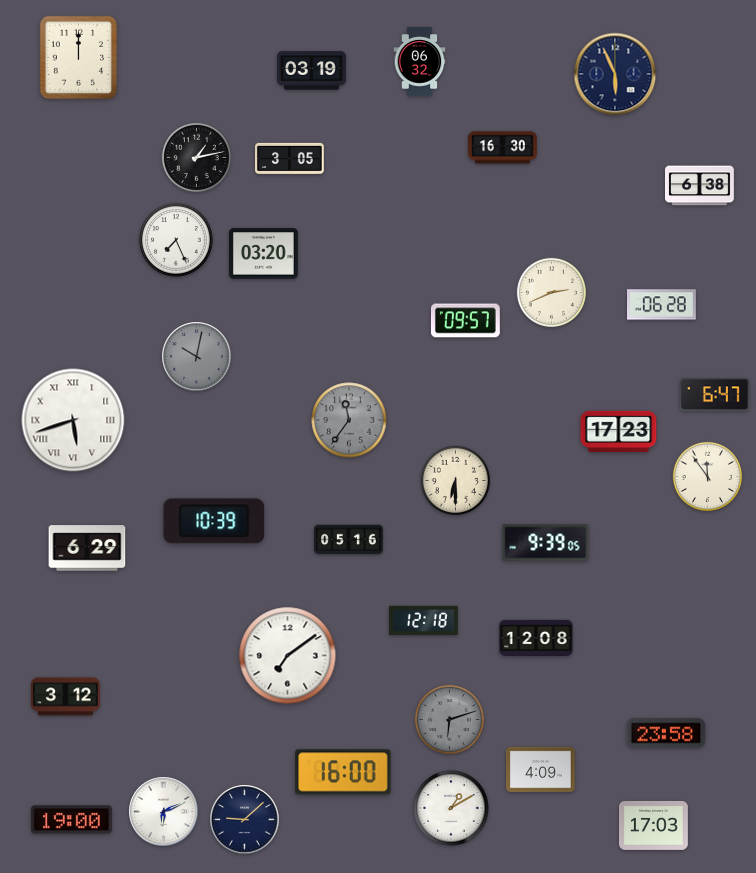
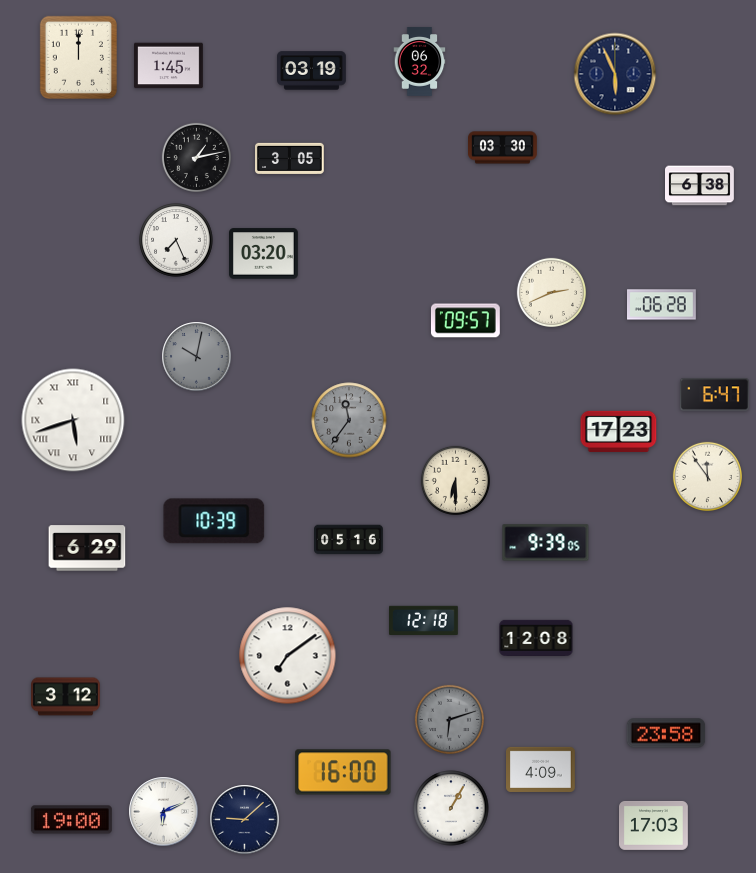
clock at (169, 66): none -> 1:45
clock at (503, 148): 16:30 -> 03:30
clock at (451, 808): 1:10 -> 1:05
